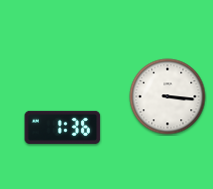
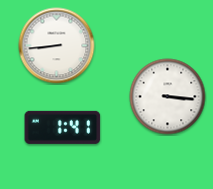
clock at (57, 46): none -> 8:44
clock at (63, 127): 1:36 -> 1:41
